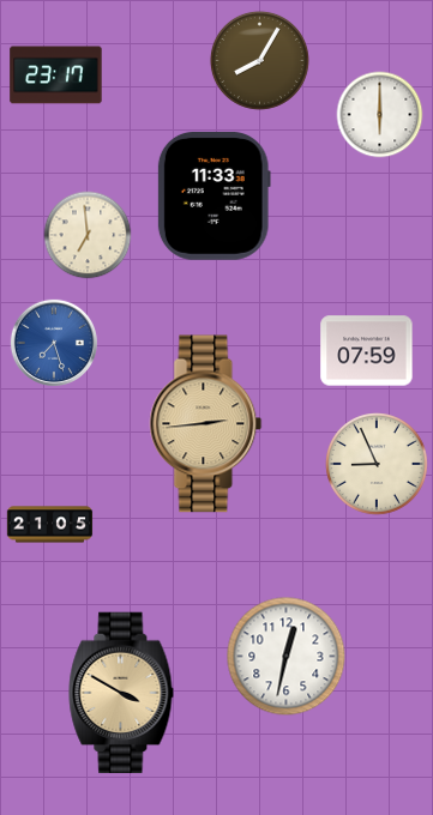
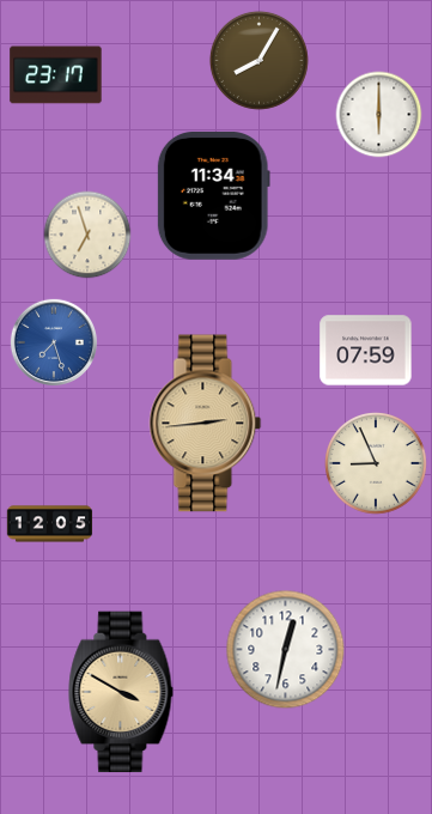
clock at (214, 197): 11:33 -> 11:34
clock at (88, 235): 6:59 -> 6:57
clock at (50, 525): 21:05 -> 12:05
clock at (287, 657) position: (287, 657) -> (286, 650)
